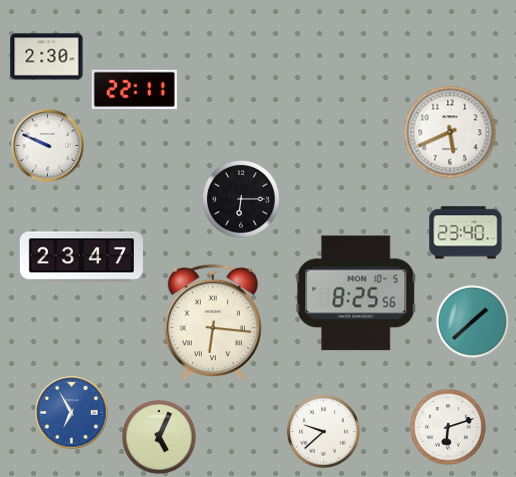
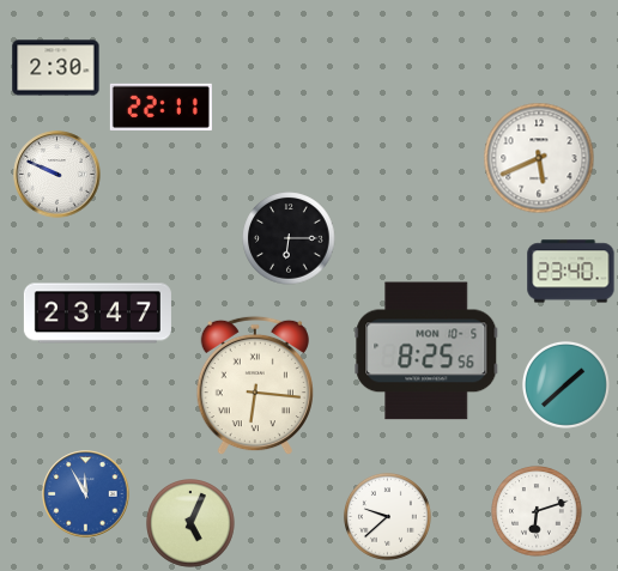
clock at (466, 233) position: (466, 233) -> (571, 272)
clock at (81, 257) position: (81, 257) -> (97, 314)
clock at (72, 413): 6:55 -> 11:55
